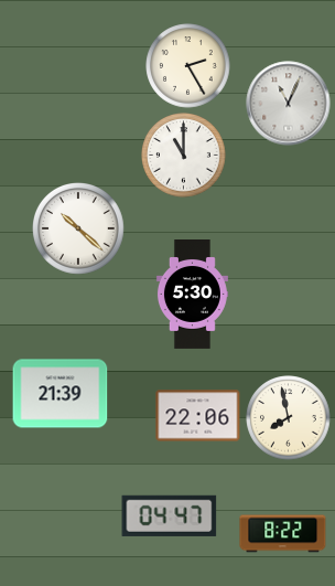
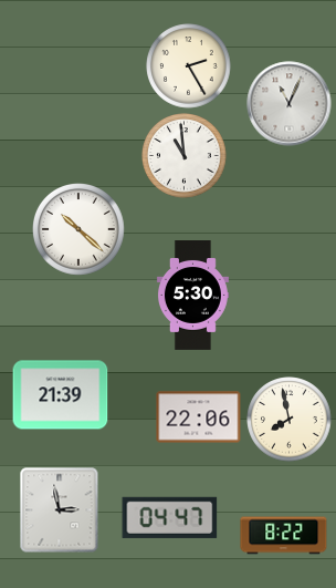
clock at (184, 156): 11:00 -> 10:59
clock at (60, 510): none -> 2:58
